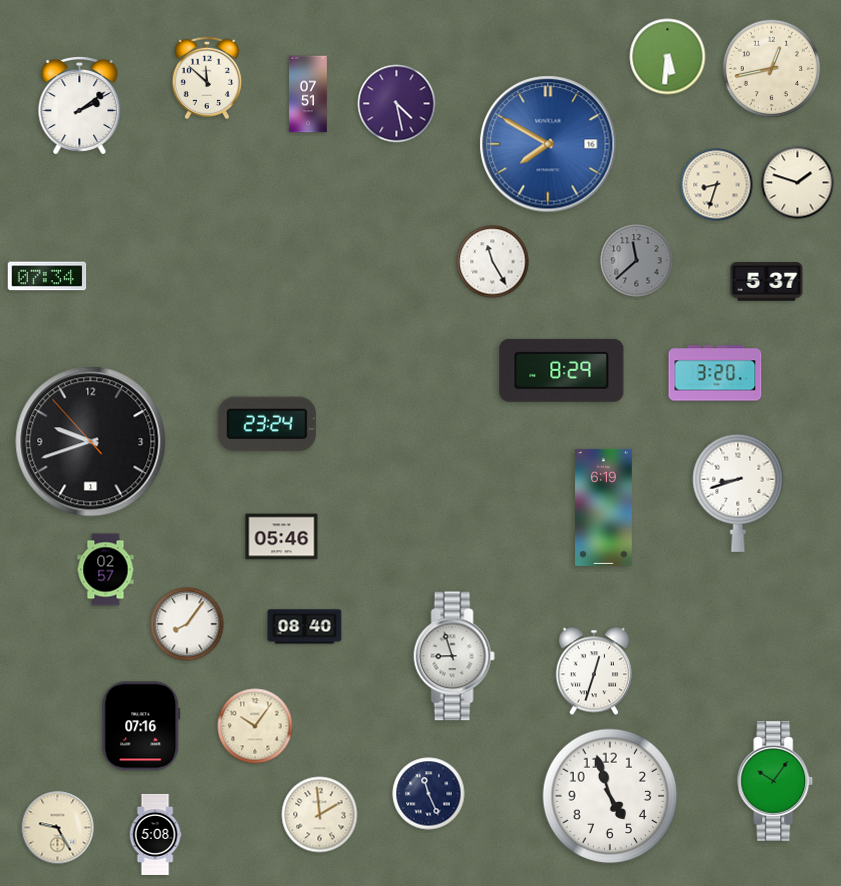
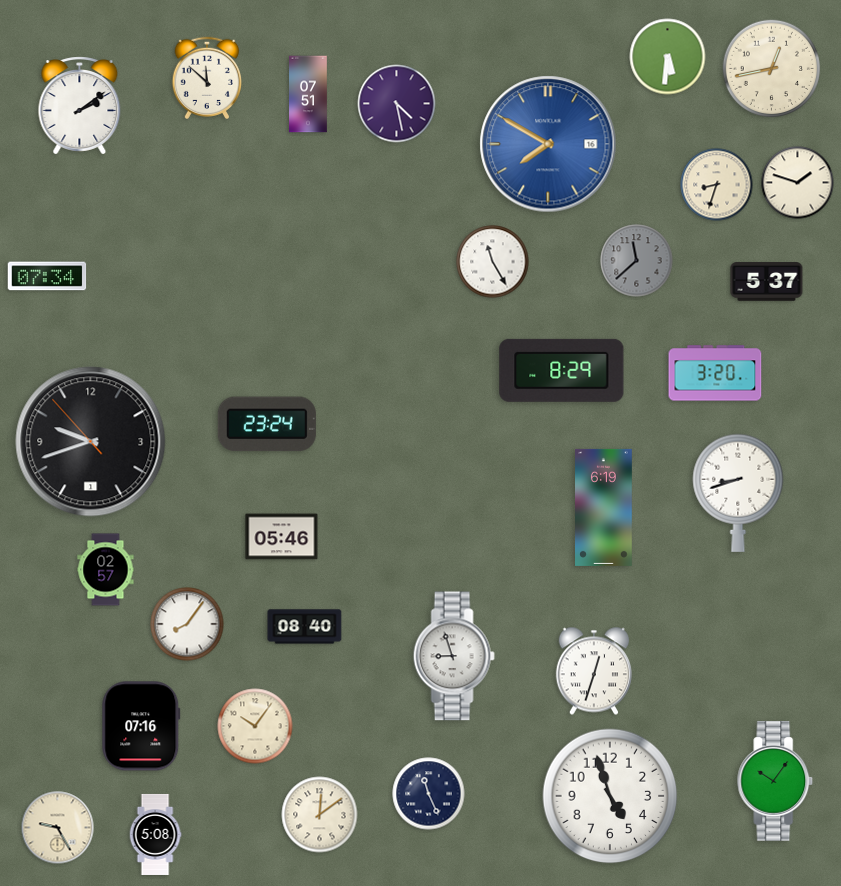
clock at (320, 815): 1:59 -> 12:09
